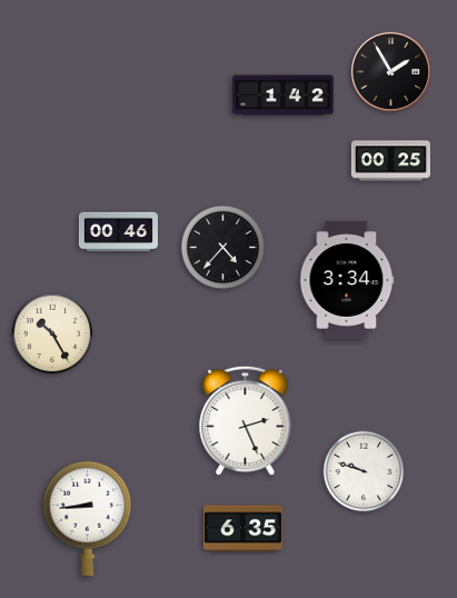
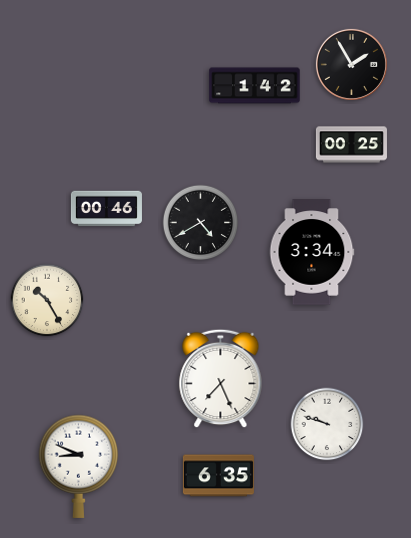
clock at (223, 248): 4:37 -> 4:40
clock at (246, 421): 2:26 -> 7:26
clock at (88, 518): 8:44 -> 8:49
